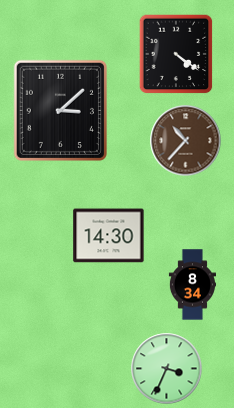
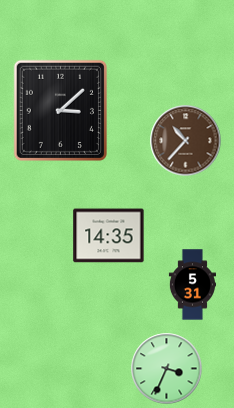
clock at (176, 54): 4:21 -> none
clock at (109, 236): 14:30 -> 14:35
clock at (192, 285): 8:34 -> 5:31
